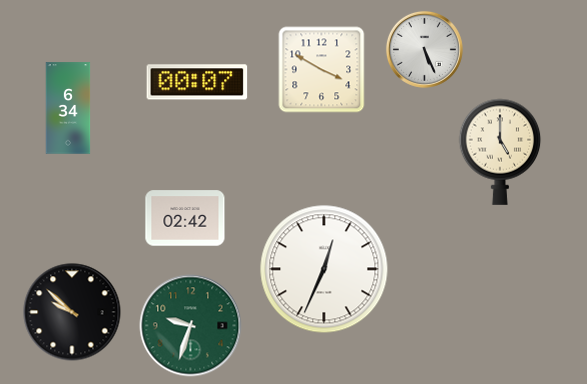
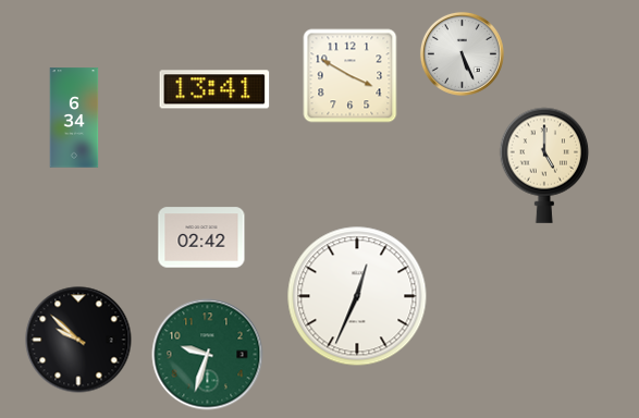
clock at (197, 82): 00:07 -> 13:41
clock at (324, 269) position: (324, 269) -> (357, 296)
